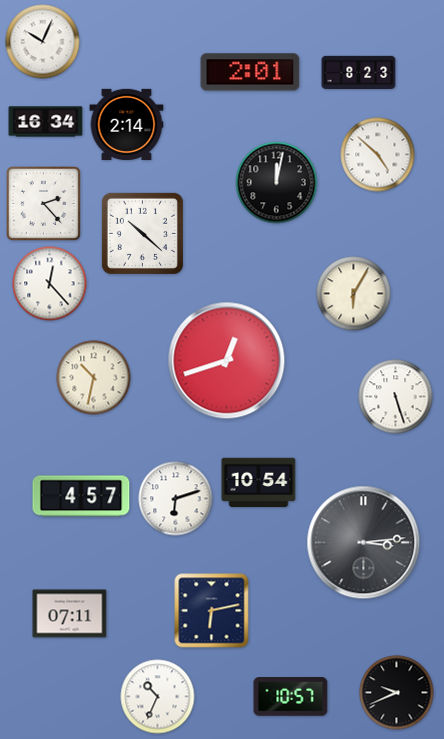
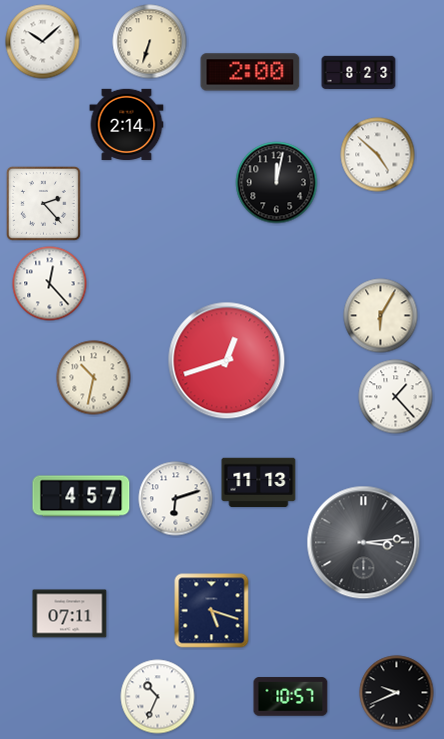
clock at (43, 42): 10:04 -> 10:08
clock at (150, 42): none -> 6:33
clock at (250, 72): 2:01 -> 2:00
clock at (46, 122): 16:34 -> none
clock at (142, 233): 10:22 -> none
clock at (354, 294) position: (354, 294) -> (381, 316)
clock at (396, 397): 5:27 -> 1:23
clock at (259, 483): 10:54 -> 11:13
clock at (212, 611): 6:13 -> 5:18
